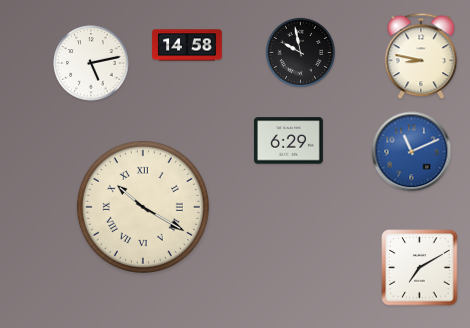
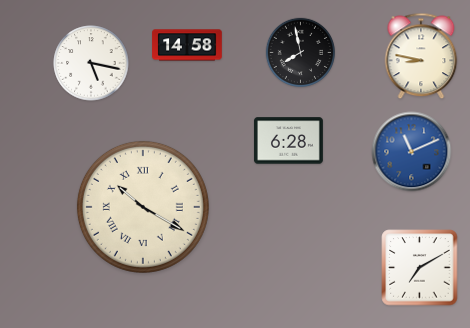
clock at (300, 52): 9:58 -> 7:58
clock at (91, 63): 5:13 -> 5:17
clock at (289, 141): 6:29 -> 6:28
